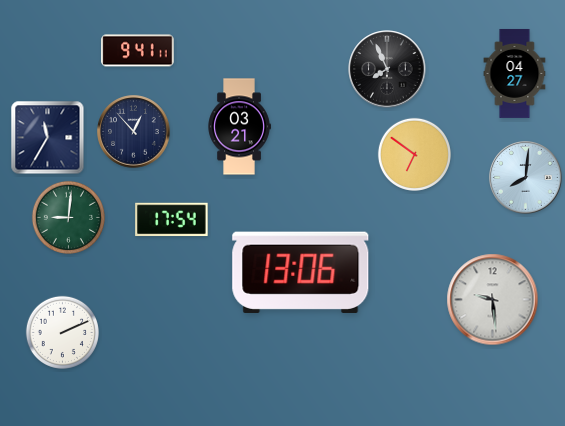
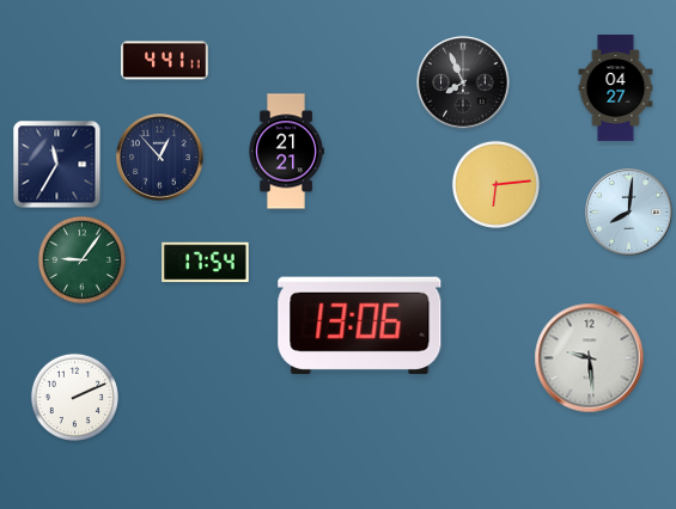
clock at (138, 51): 9:41 -> 4:41
clock at (239, 127): 03:21 -> 21:21
clock at (414, 154): 6:51 -> 6:14
clock at (68, 217): 9:01 -> 9:06
